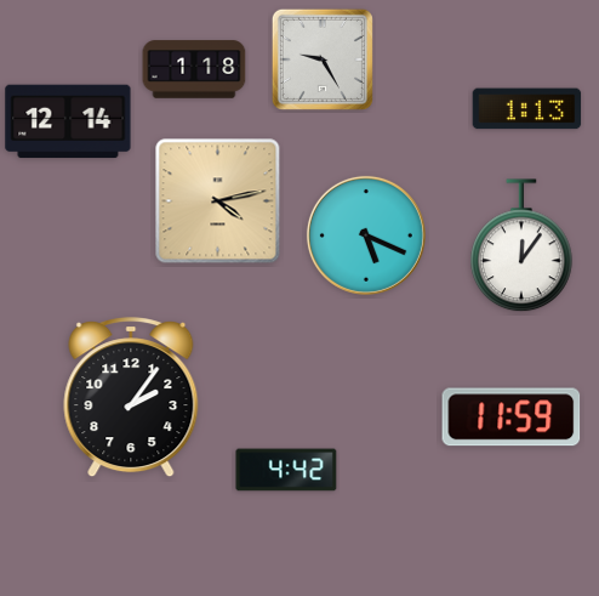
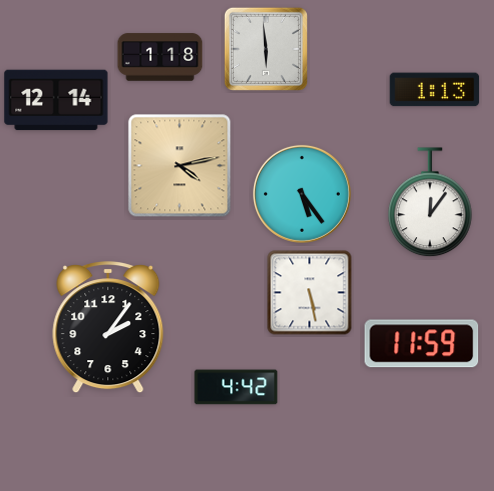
clock at (323, 59): 9:25 -> 5:59
clock at (366, 235): 5:19 -> 5:24
clock at (310, 293): none -> 5:28
